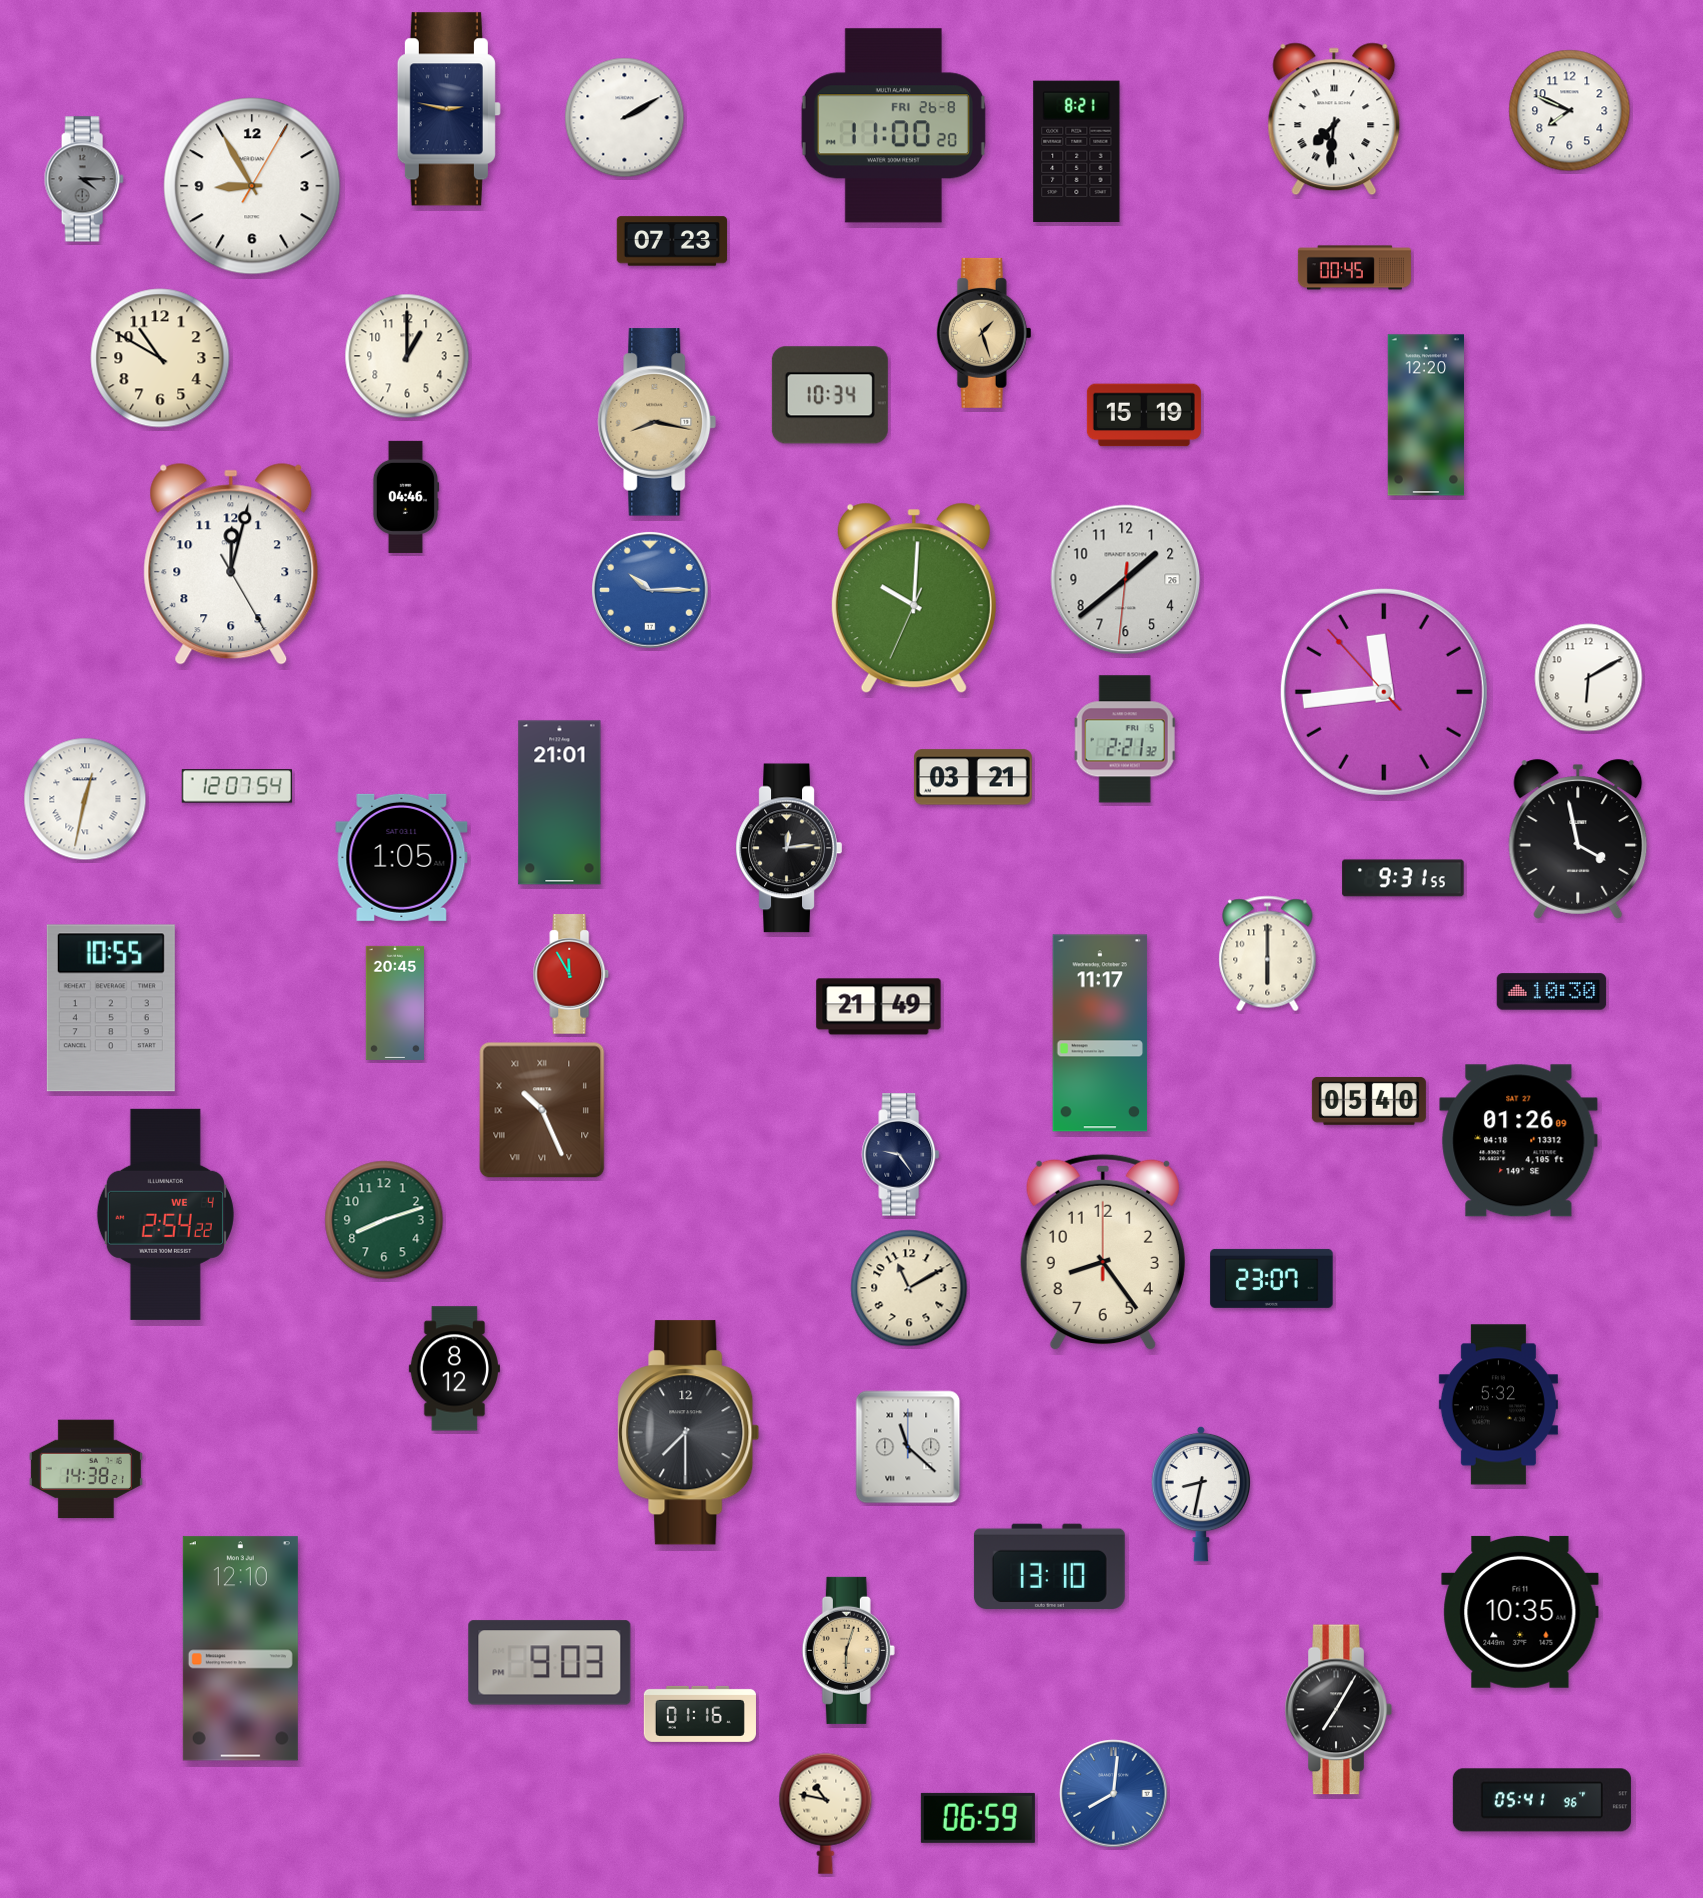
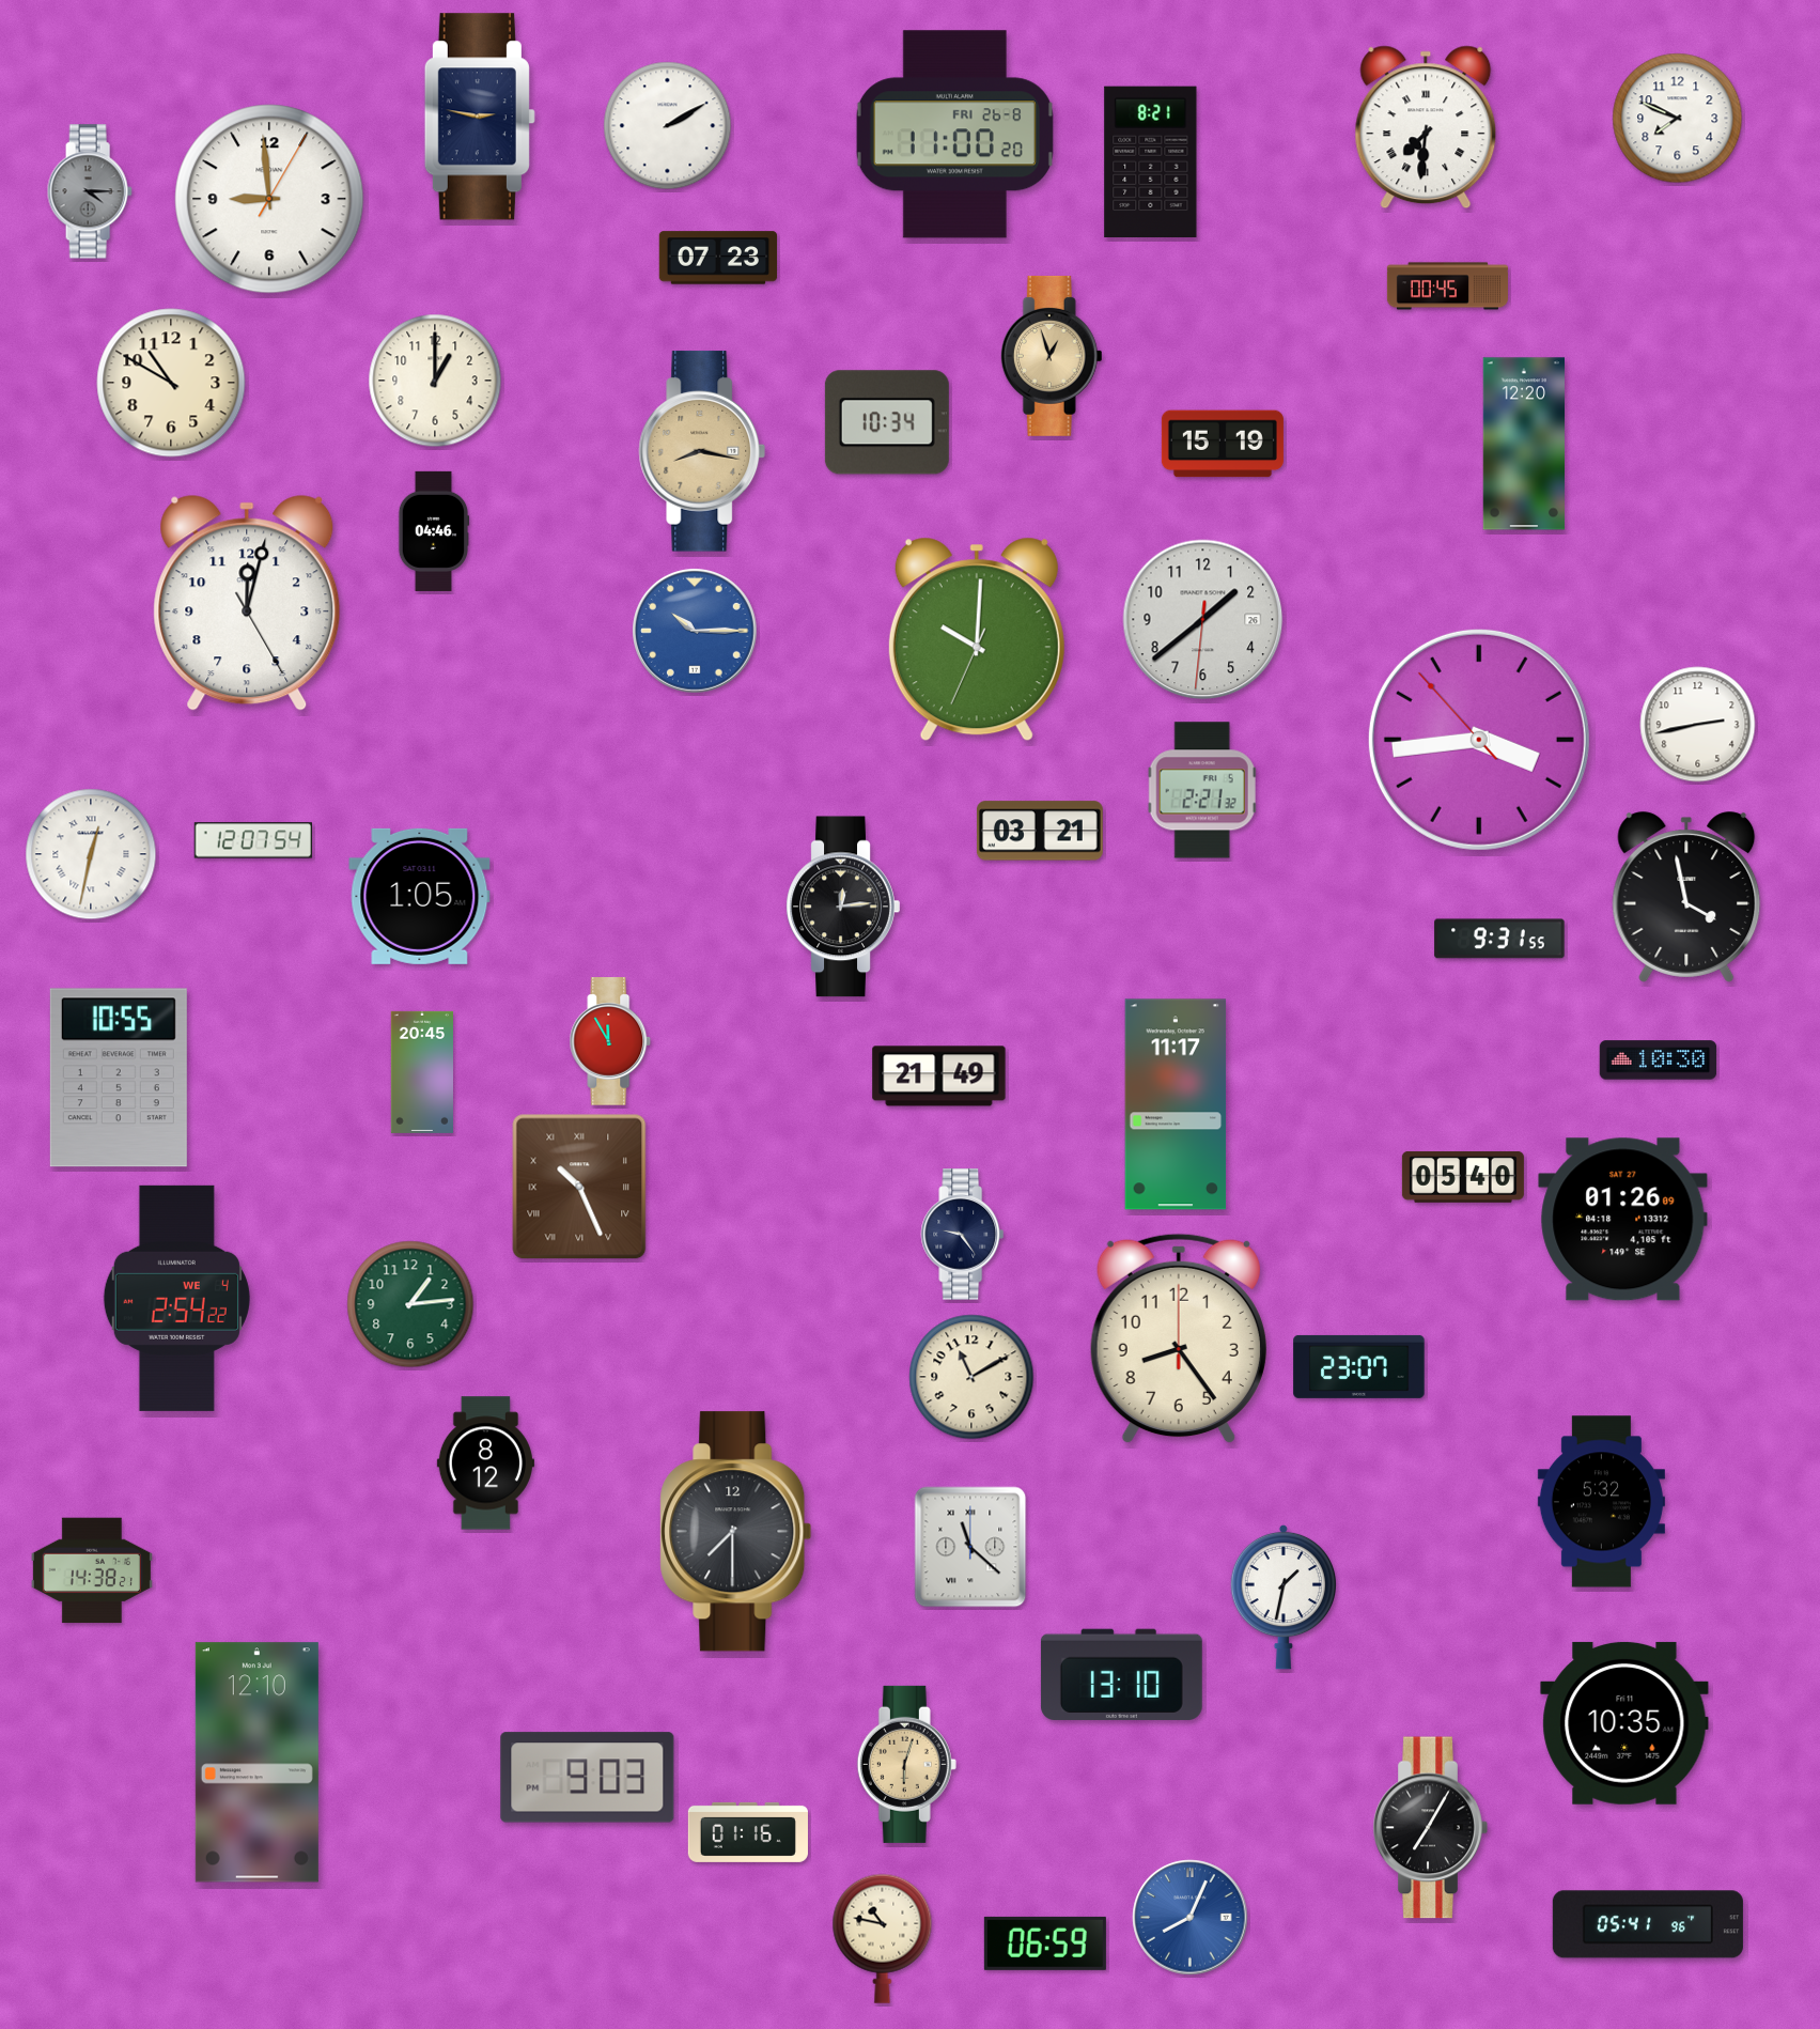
clock at (252, 186): 8:55 -> 8:59
clock at (984, 333): 1:27 -> 12:57
clock at (1589, 678): 6:10 -> 2:43
clock at (1384, 692): 11:43 -> 3:43
clock at (560, 803): 21:01 -> none
clock at (402, 857) position: (402, 857) -> (420, 896)
clock at (1268, 954): 6:00 -> none
clock at (384, 1220): 8:12 -> 1:14
clock at (1200, 1494): 8:32 -> 1:32
clock at (1114, 1794): 8:01 -> 8:04
